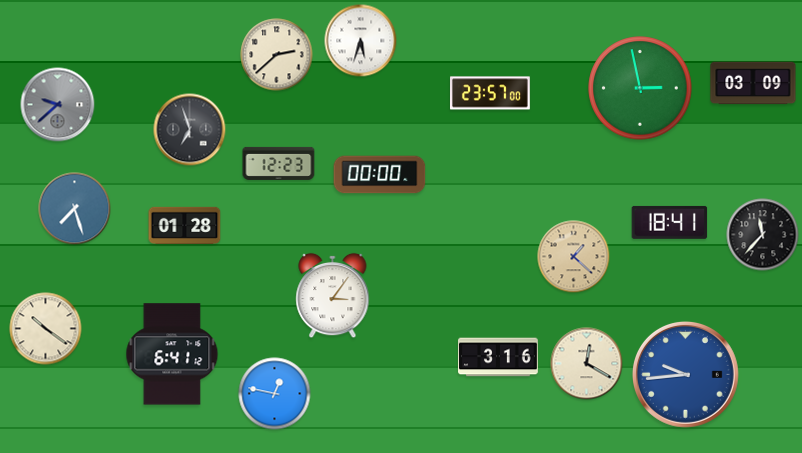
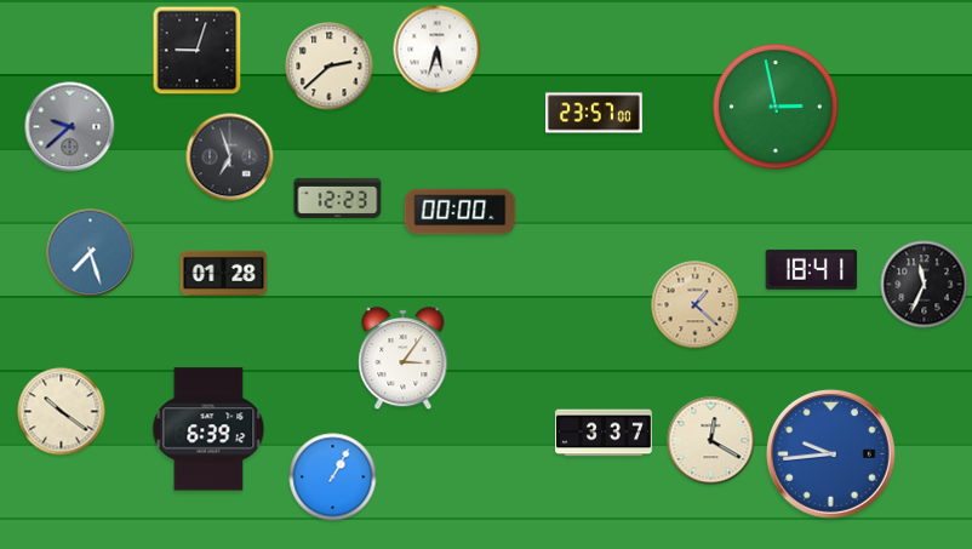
clock at (198, 51): none -> 9:03
clock at (277, 55) position: (277, 55) -> (330, 67)
clock at (753, 83): 03:09 -> none
clock at (763, 235): 11:37 -> 11:34
clock at (574, 257) position: (574, 257) -> (696, 305)
clock at (46, 329) position: (46, 329) -> (62, 412)
clock at (172, 354): 6:41 -> 6:39
clock at (499, 357): 3:16 -> 3:37
clock at (275, 394): 12:47 -> 1:05
